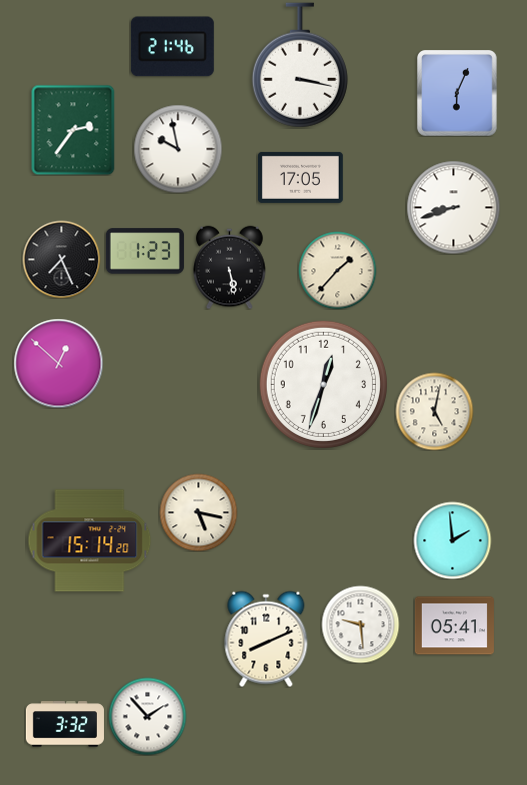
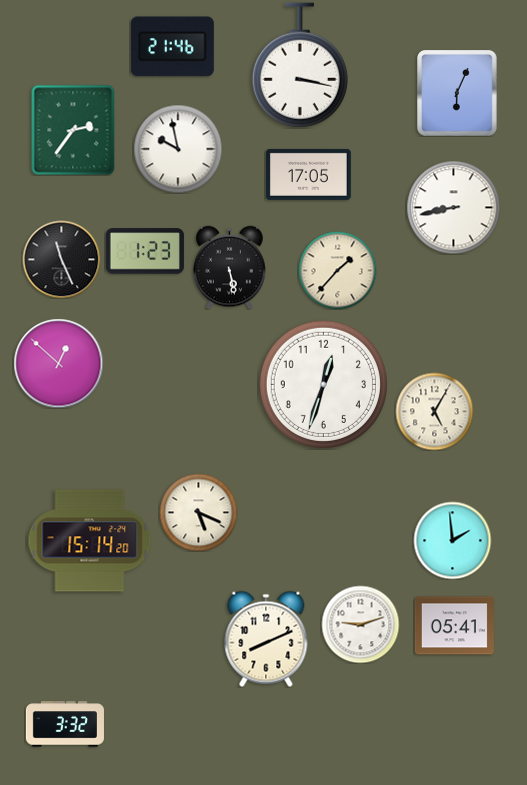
clock at (300, 177) position: (300, 177) -> (308, 174)
clock at (453, 207): 8:42 -> 8:43
clock at (61, 259): 7:26 -> 11:26
clock at (434, 411): 5:02 -> 5:05
clock at (198, 512): 5:17 -> 5:19
clock at (360, 624): 9:29 -> 9:12
clock at (147, 716): 1:53 -> none
